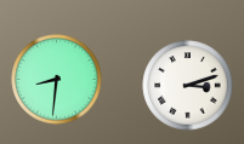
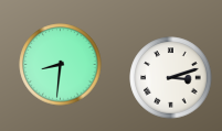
clock at (57, 80) position: (57, 80) -> (61, 65)
